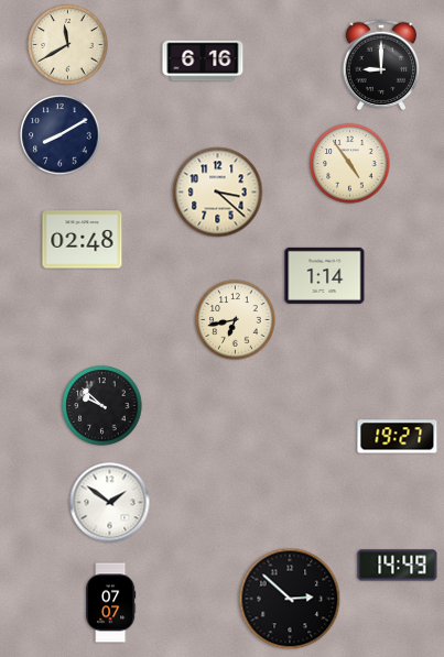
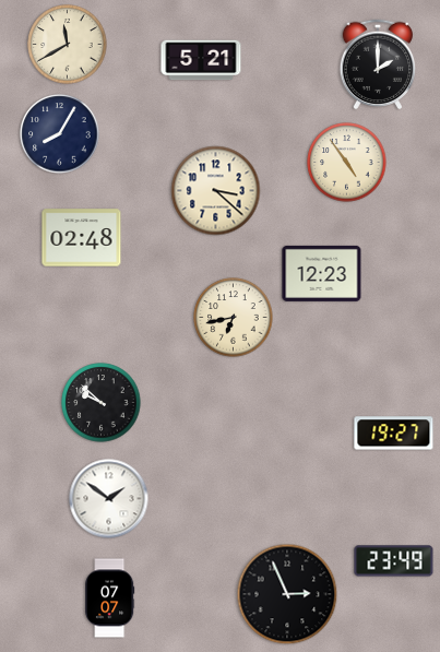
clock at (203, 61): 6:16 -> 5:21
clock at (381, 65): 9:00 -> 2:00
clock at (61, 135): 8:10 -> 8:05
clock at (325, 275): 1:14 -> 12:23
clock at (398, 566): 14:49 -> 23:49
clock at (290, 599): 2:52 -> 2:56
